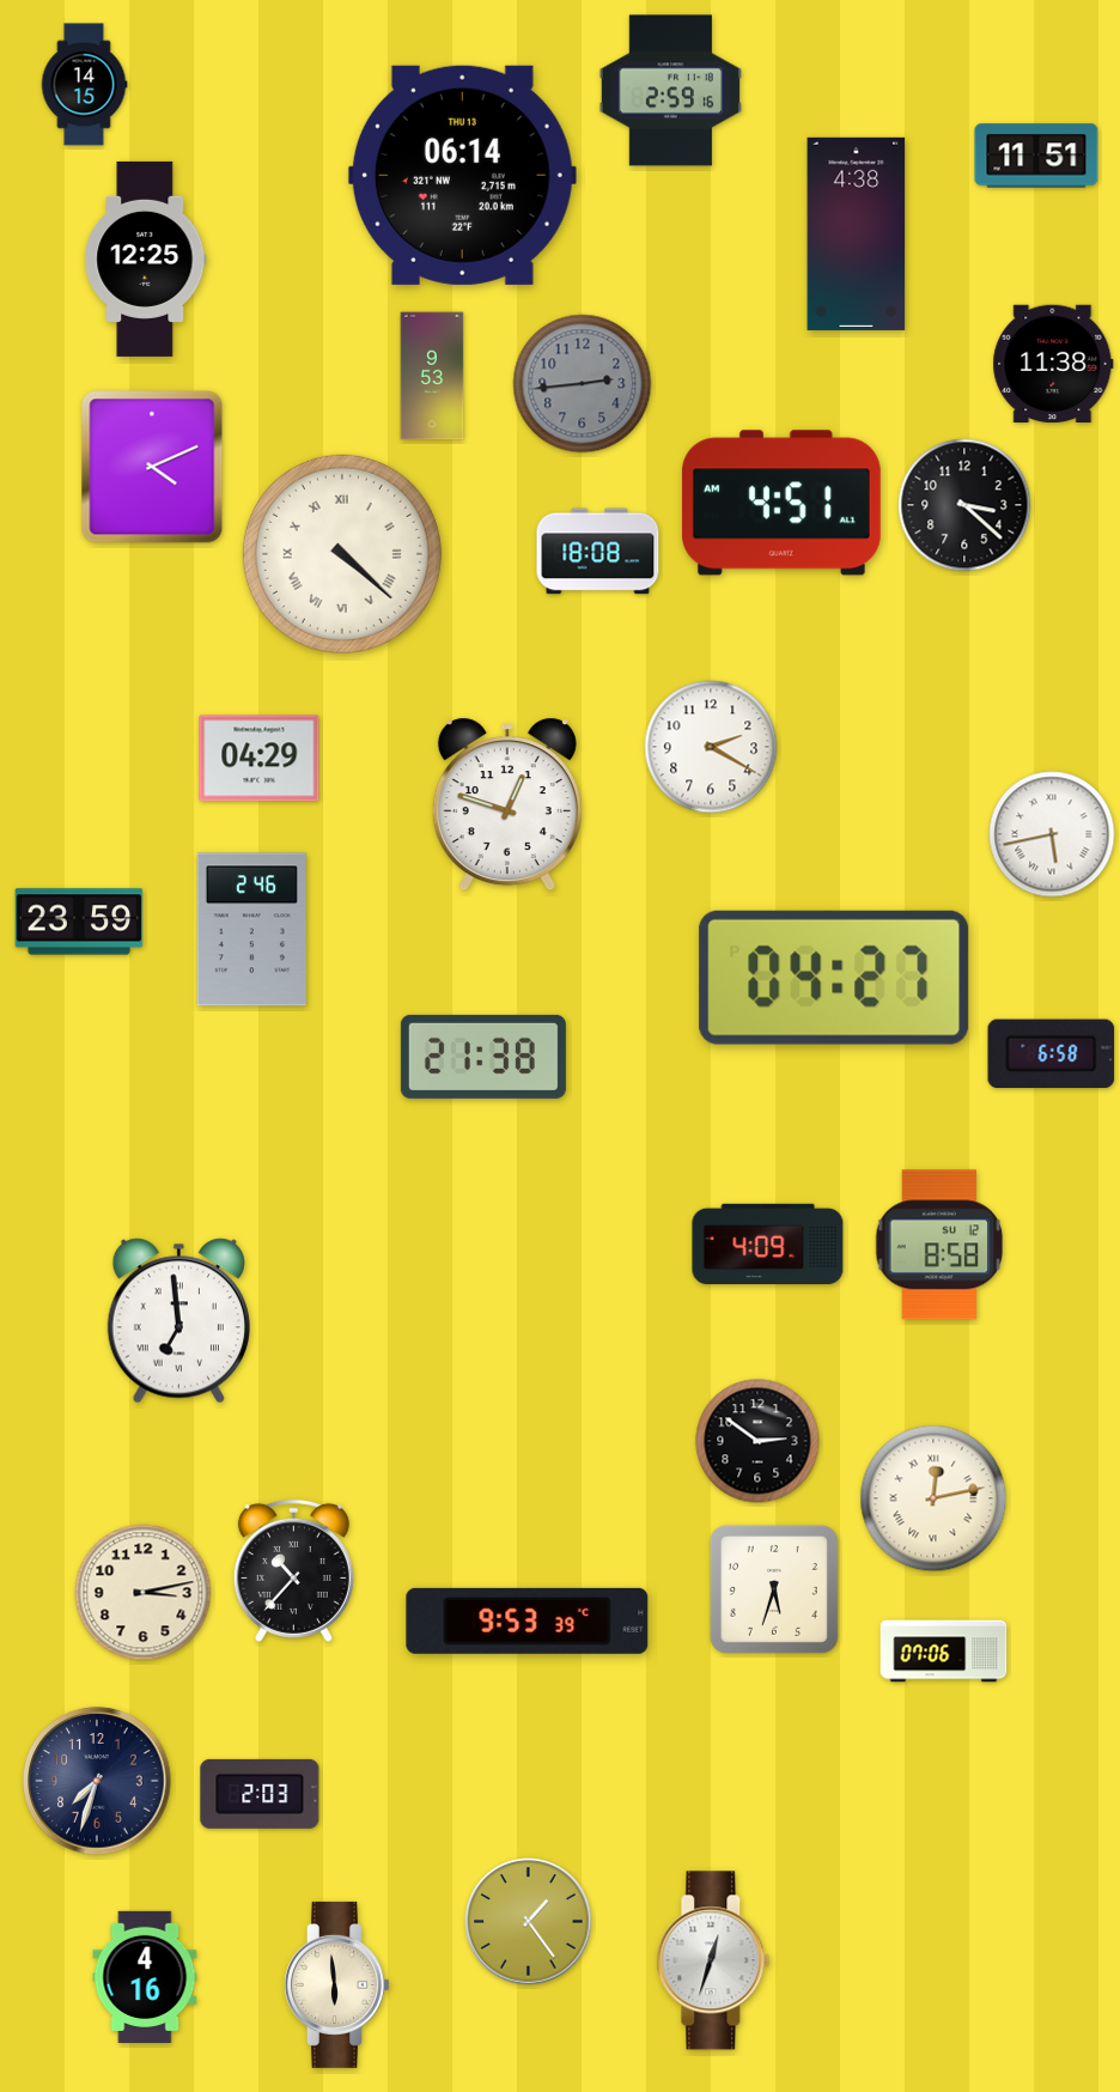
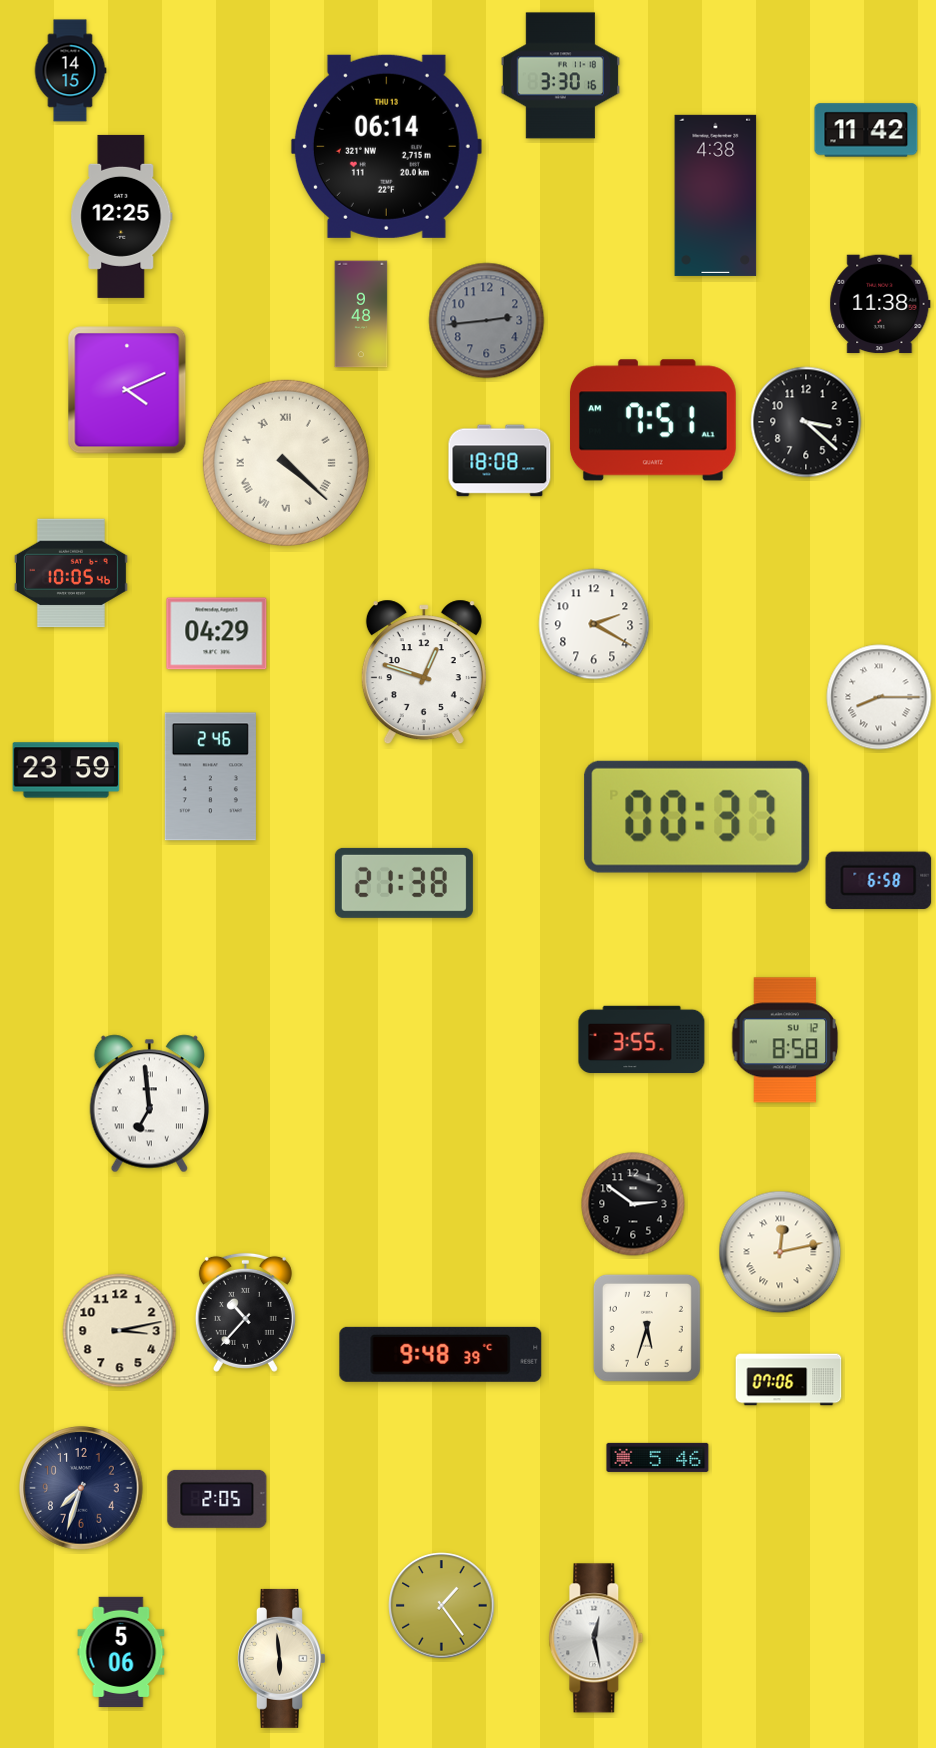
clock at (670, 91): 2:59 -> 3:30
clock at (1036, 156): 11:51 -> 11:42
clock at (432, 376): 9:53 -> 9:48
clock at (781, 503): 4:51 -> 7:51
clock at (71, 573): none -> 10:05
clock at (1052, 834): 5:43 -> 8:15
clock at (834, 978): 04:27 -> 00:37
clock at (768, 1245): 4:09 -> 3:55
clock at (528, 1620): 9:53 -> 9:48
clock at (658, 1457): none -> 5:46
clock at (260, 1794): 2:03 -> 2:05
clock at (713, 1960): 12:33 -> 12:28
clock at (145, 1976): 4:16 -> 5:06
